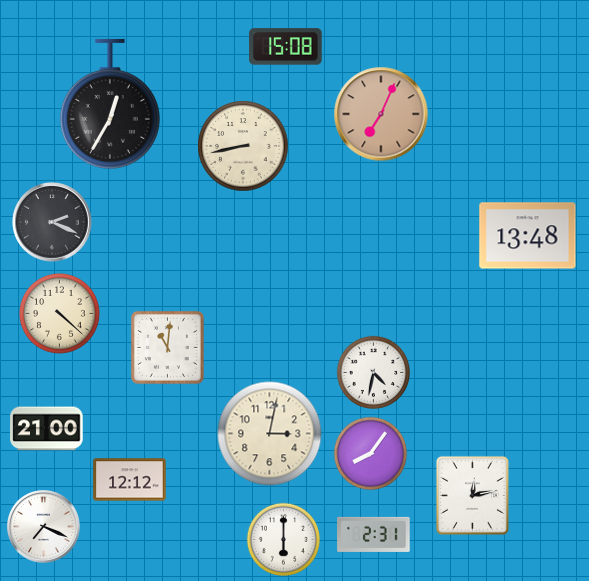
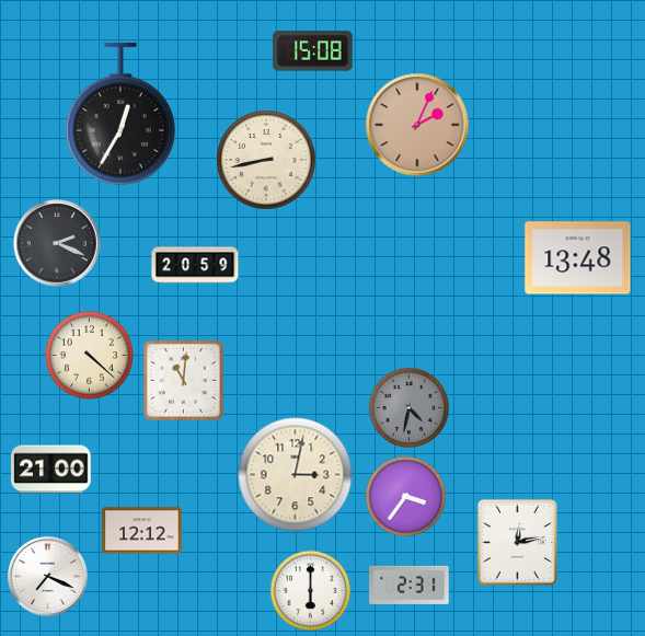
clock at (381, 114): 7:04 -> 2:04
clock at (195, 265): none -> 20:59
clock at (59, 313) position: (59, 313) -> (89, 355)
clock at (373, 372) dial: white -> grey
clock at (370, 453): 8:06 -> 3:36
clock at (130, 480) position: (130, 480) -> (142, 531)
